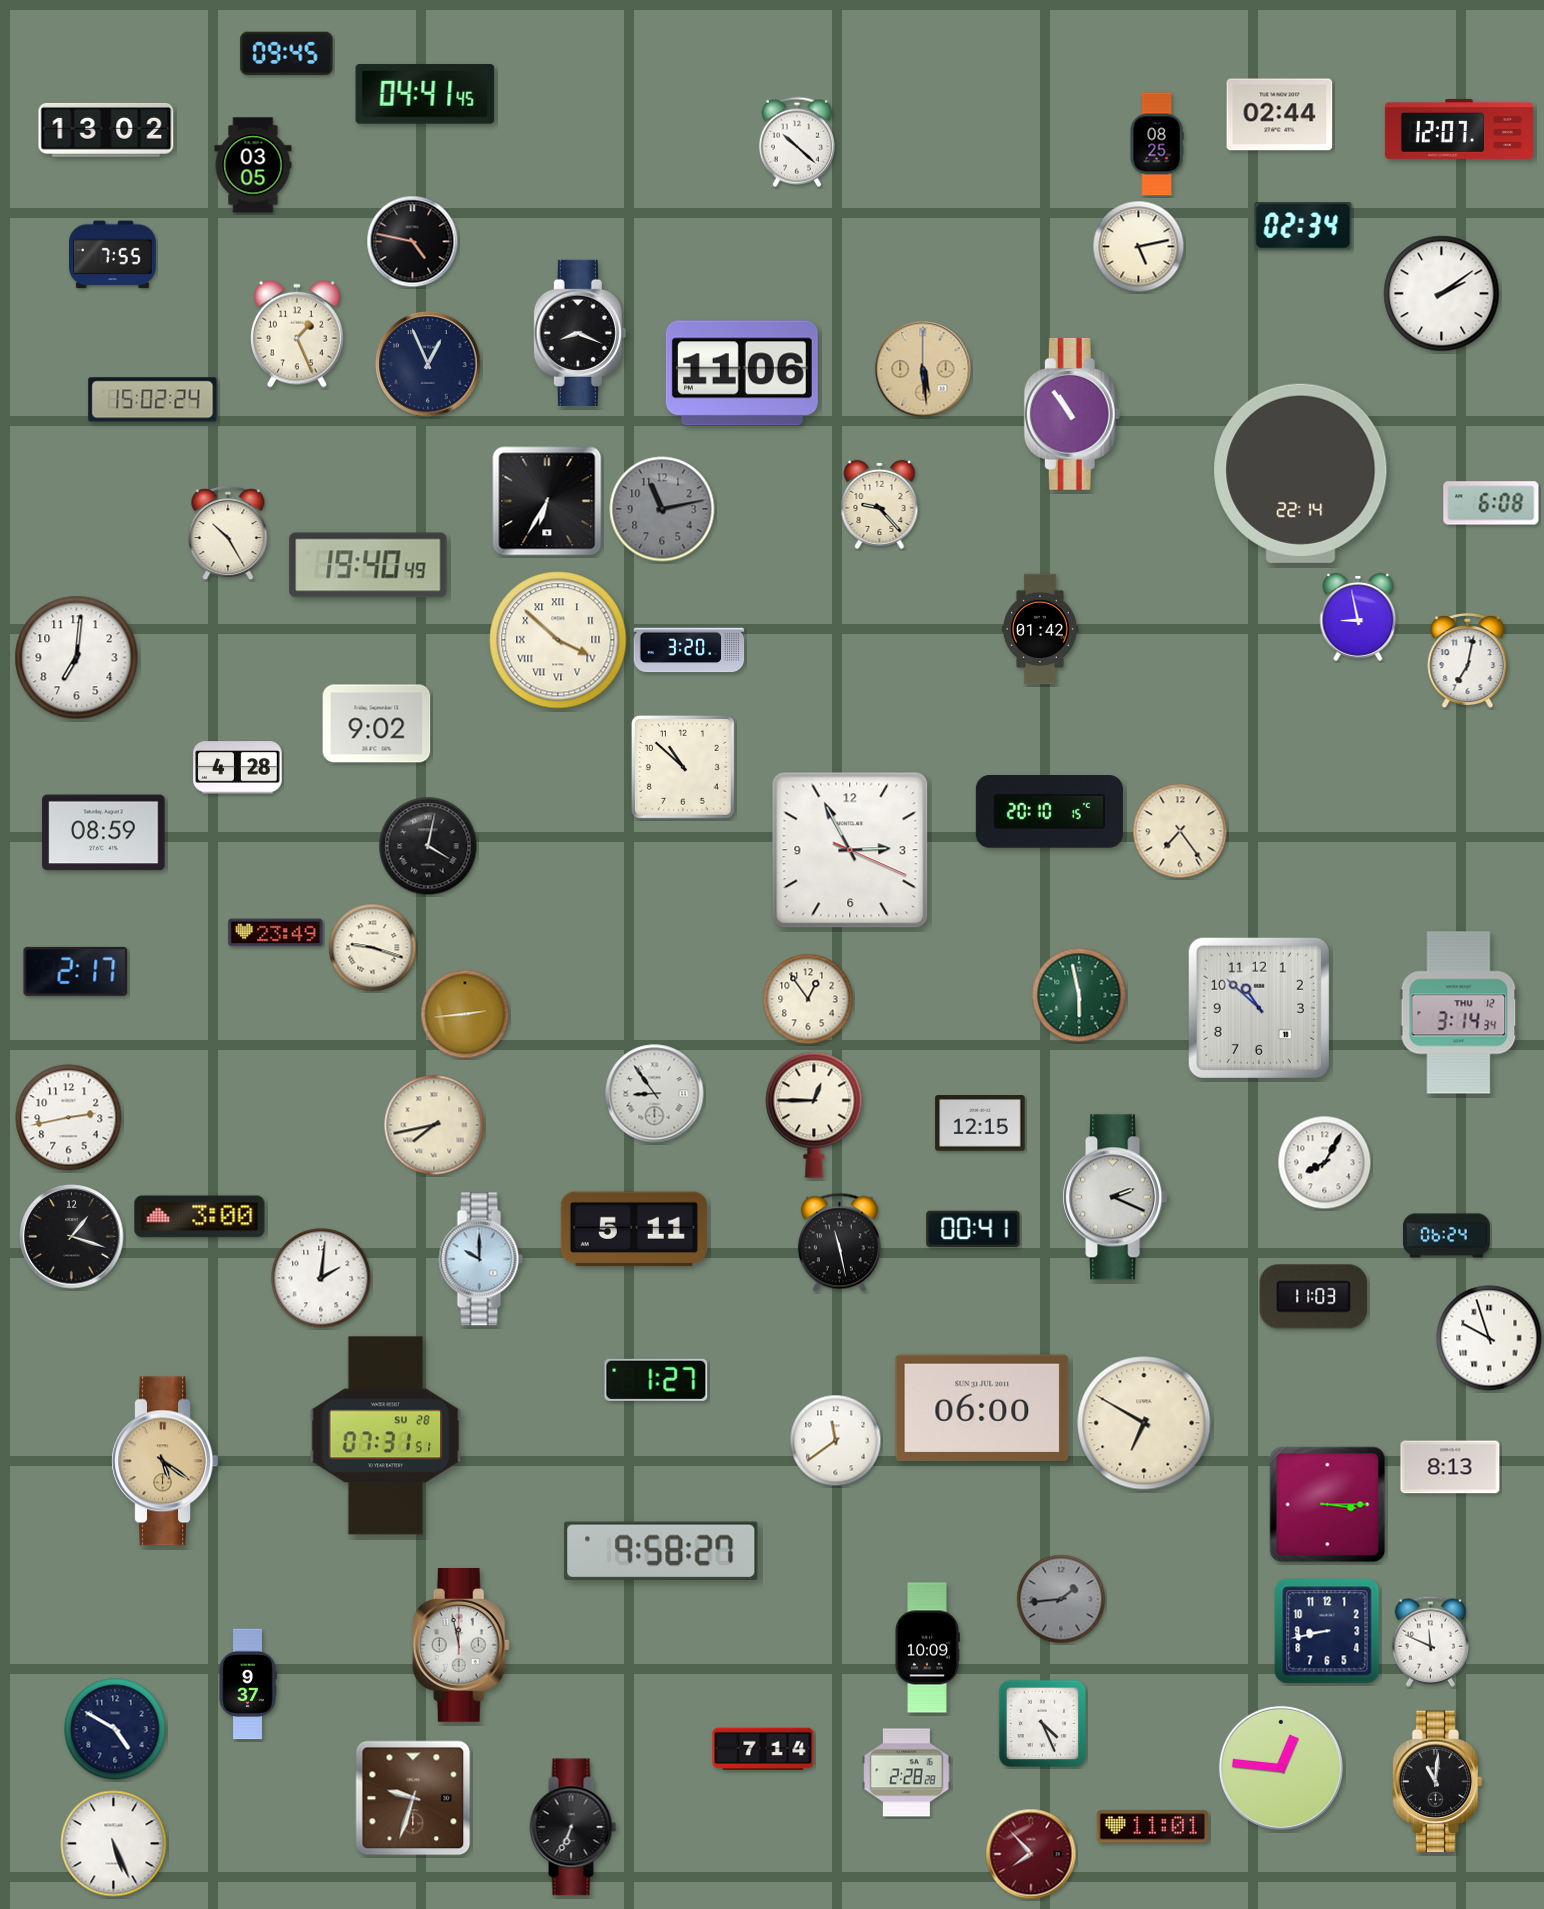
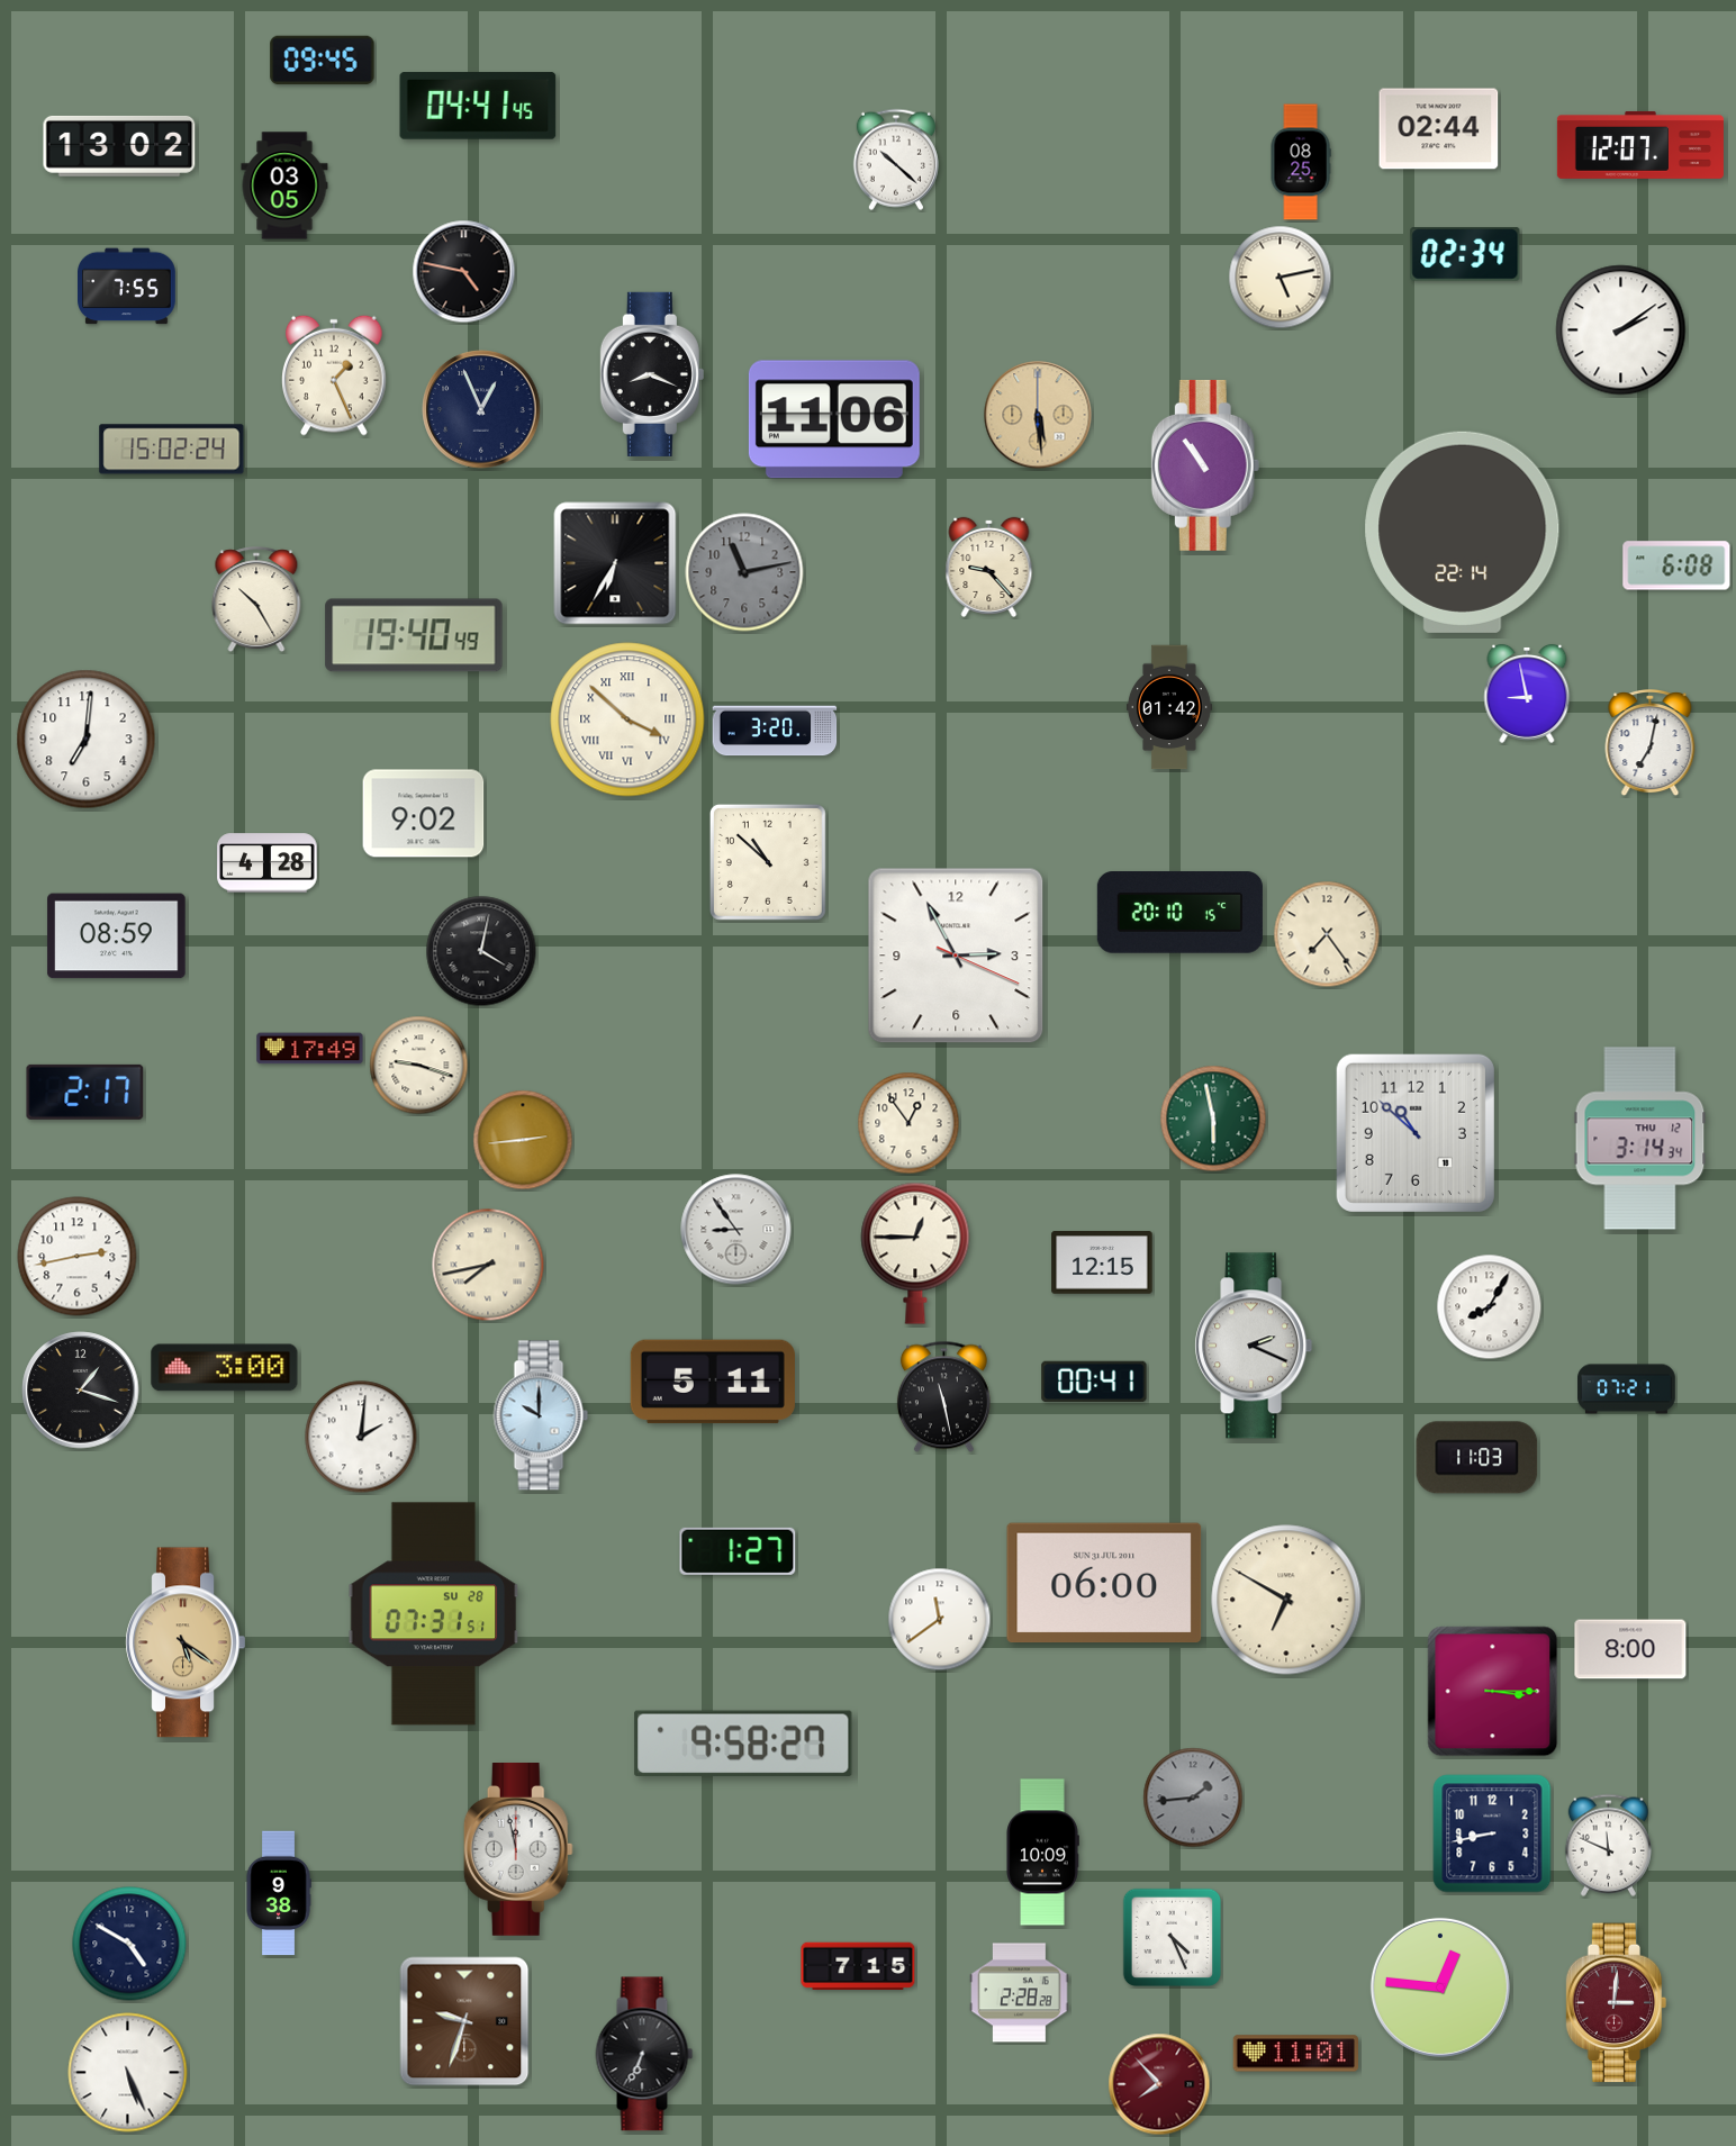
clock at (276, 933): 23:49 -> 17:49
clock at (1447, 1236): 06:24 -> 07:21
clock at (1489, 1338): 9:57 -> none
clock at (1450, 1467): 8:13 -> 8:00
clock at (248, 1684): 9:37 -> 9:38
clock at (763, 1749): 7:14 -> 7:15
clock at (1438, 1782): 11:01 -> 3:01
clock at (1438, 1782) dial: black -> burgundy
